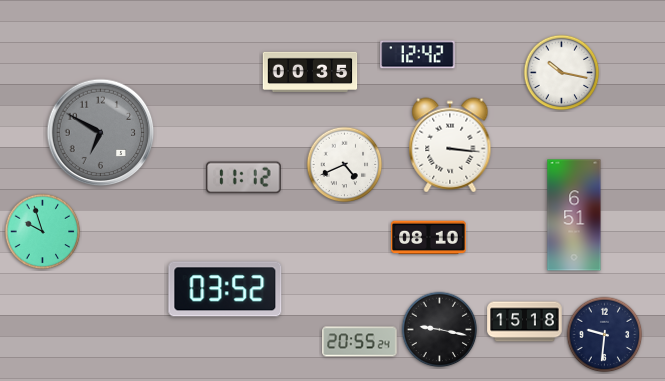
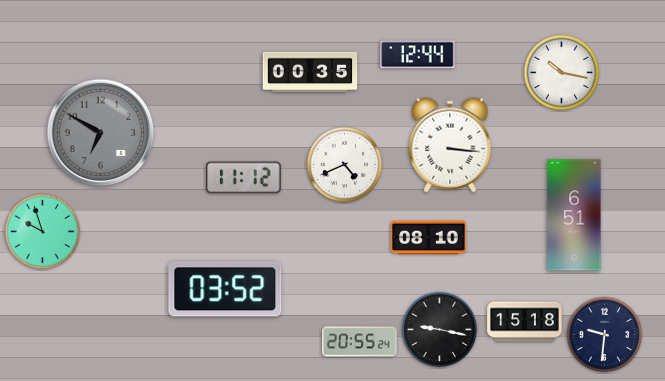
clock at (418, 55): 12:42 -> 12:44
